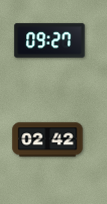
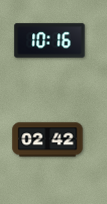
clock at (50, 41): 09:27 -> 10:16
